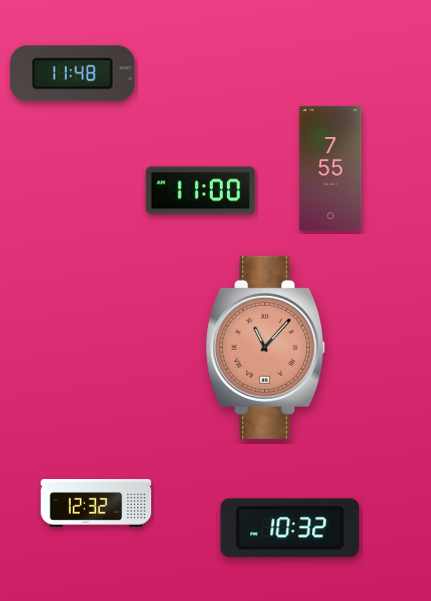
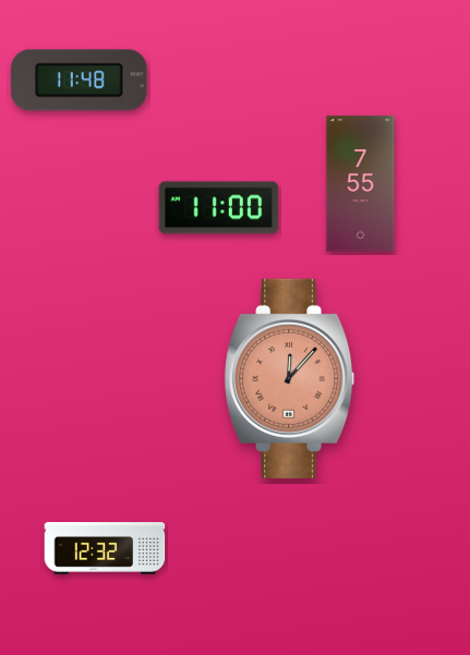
clock at (266, 347): 11:07 -> 12:07
clock at (290, 528): 10:32 -> none
